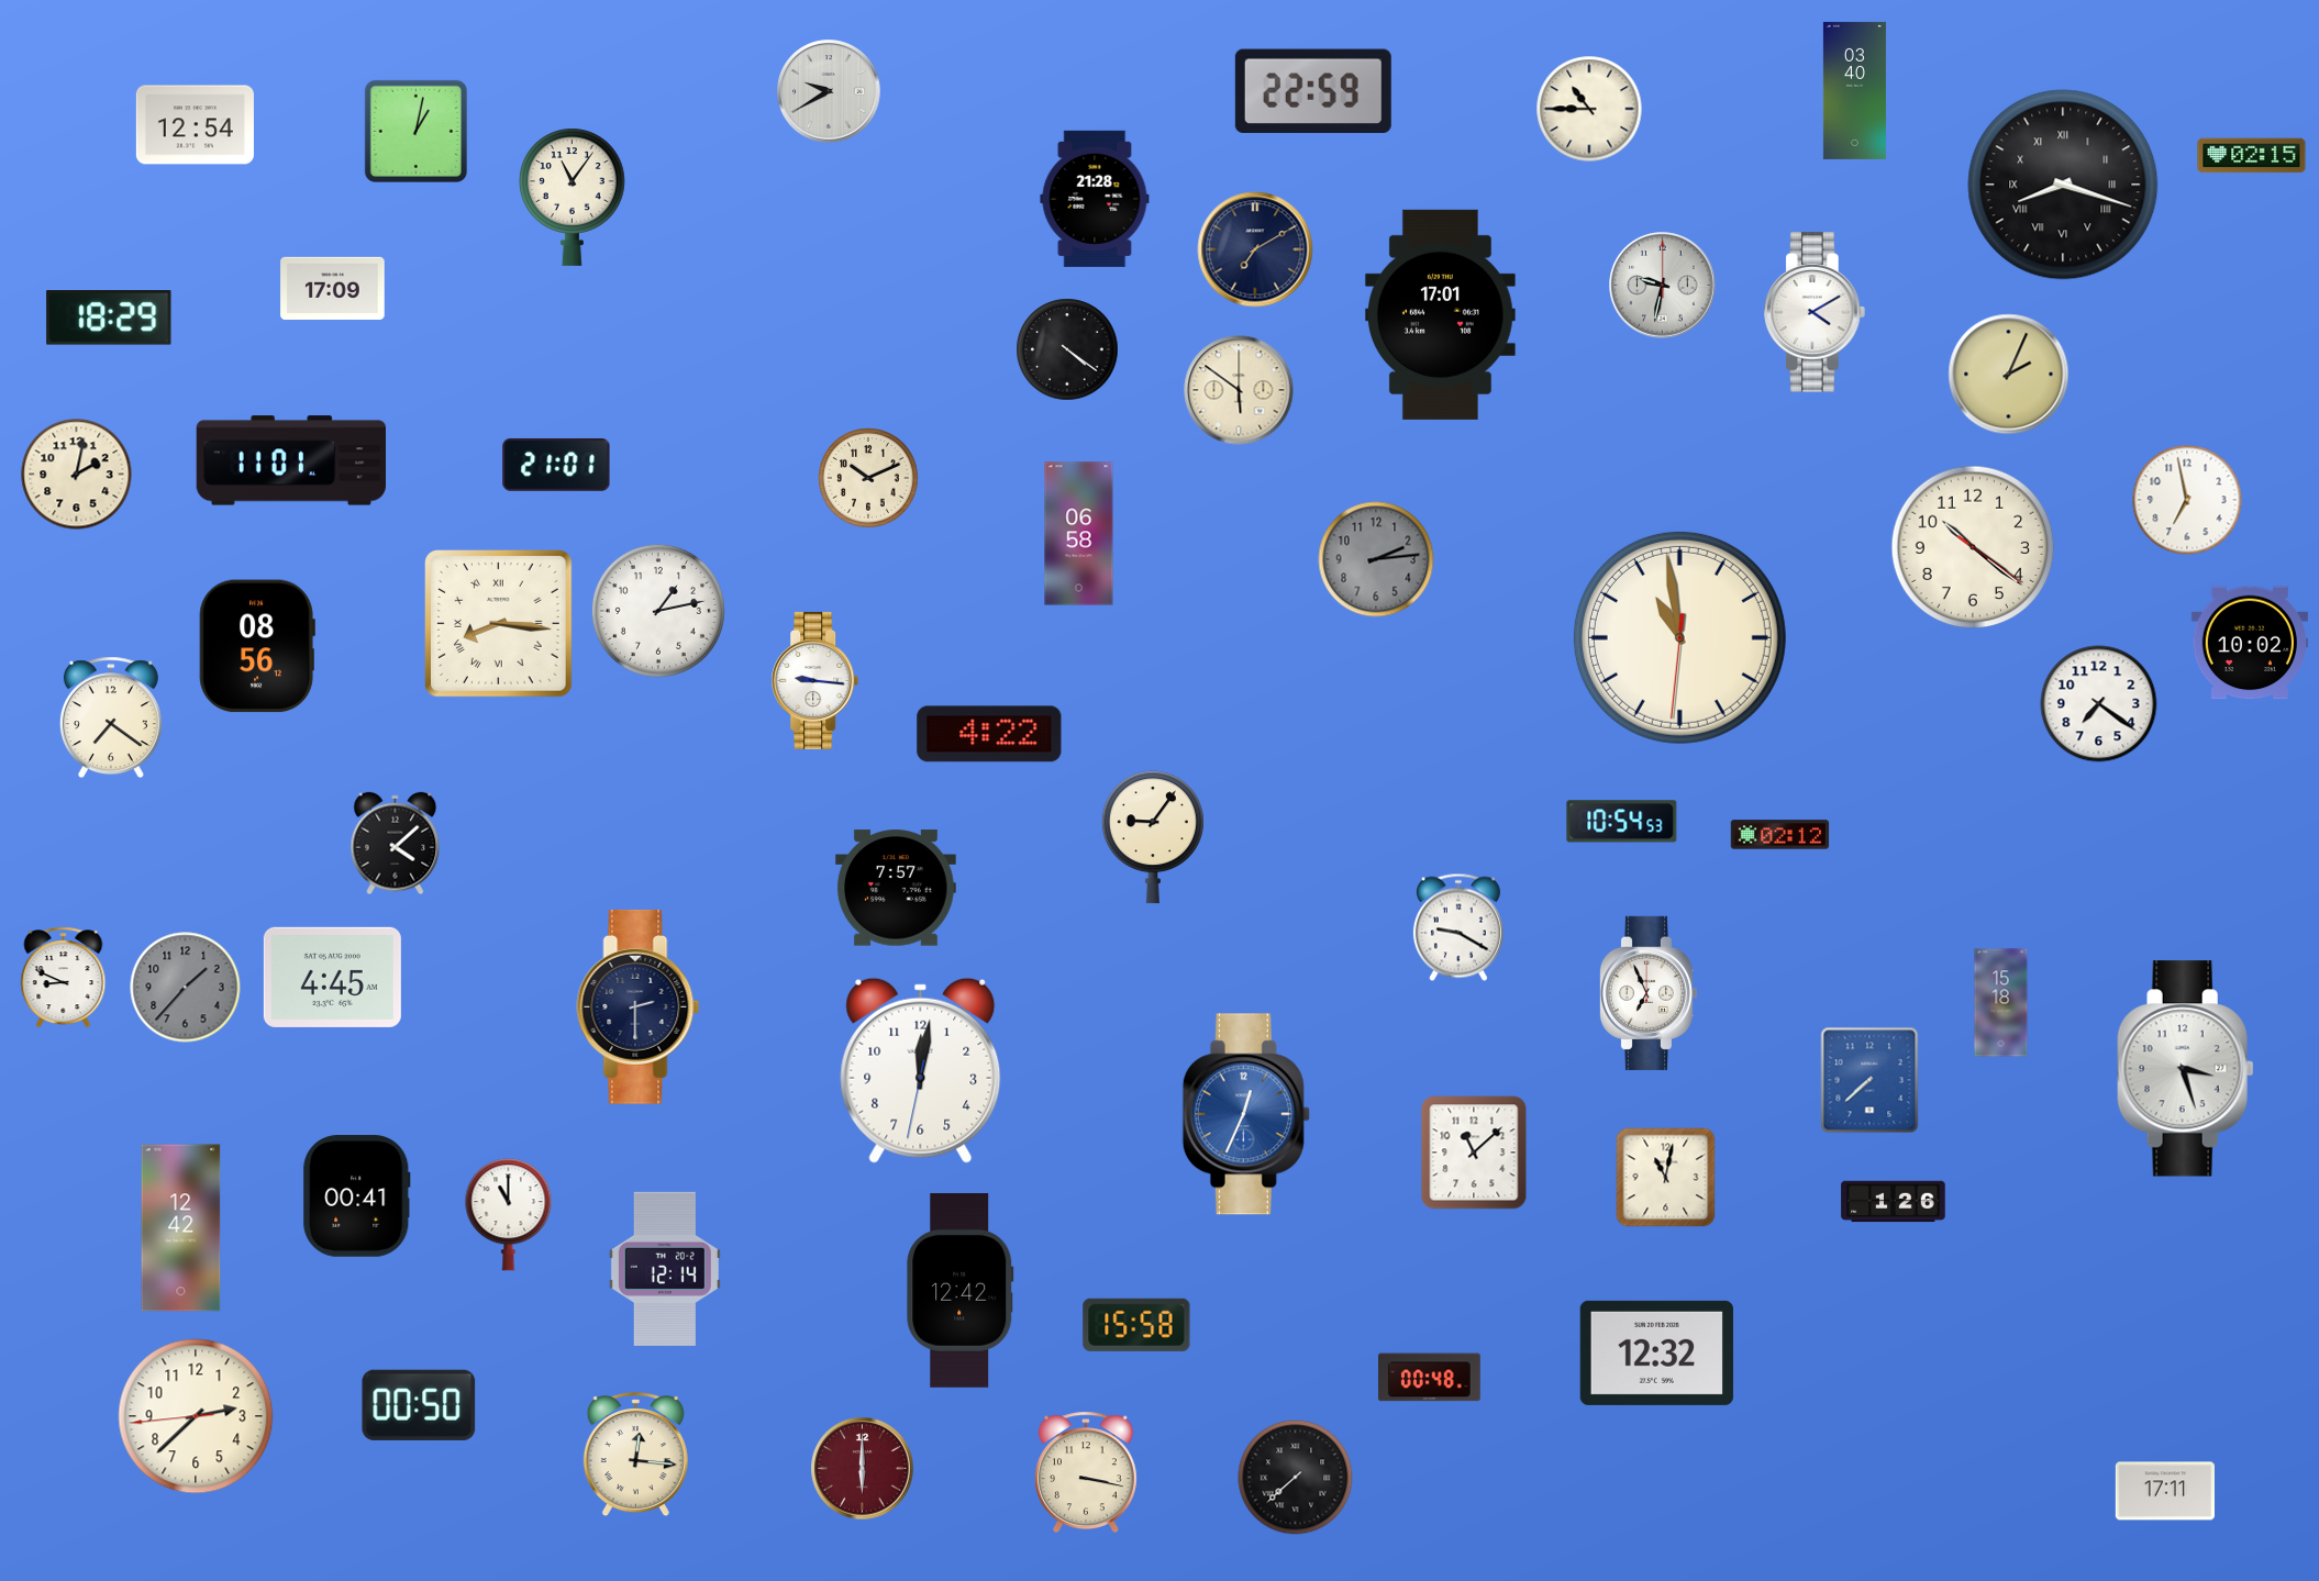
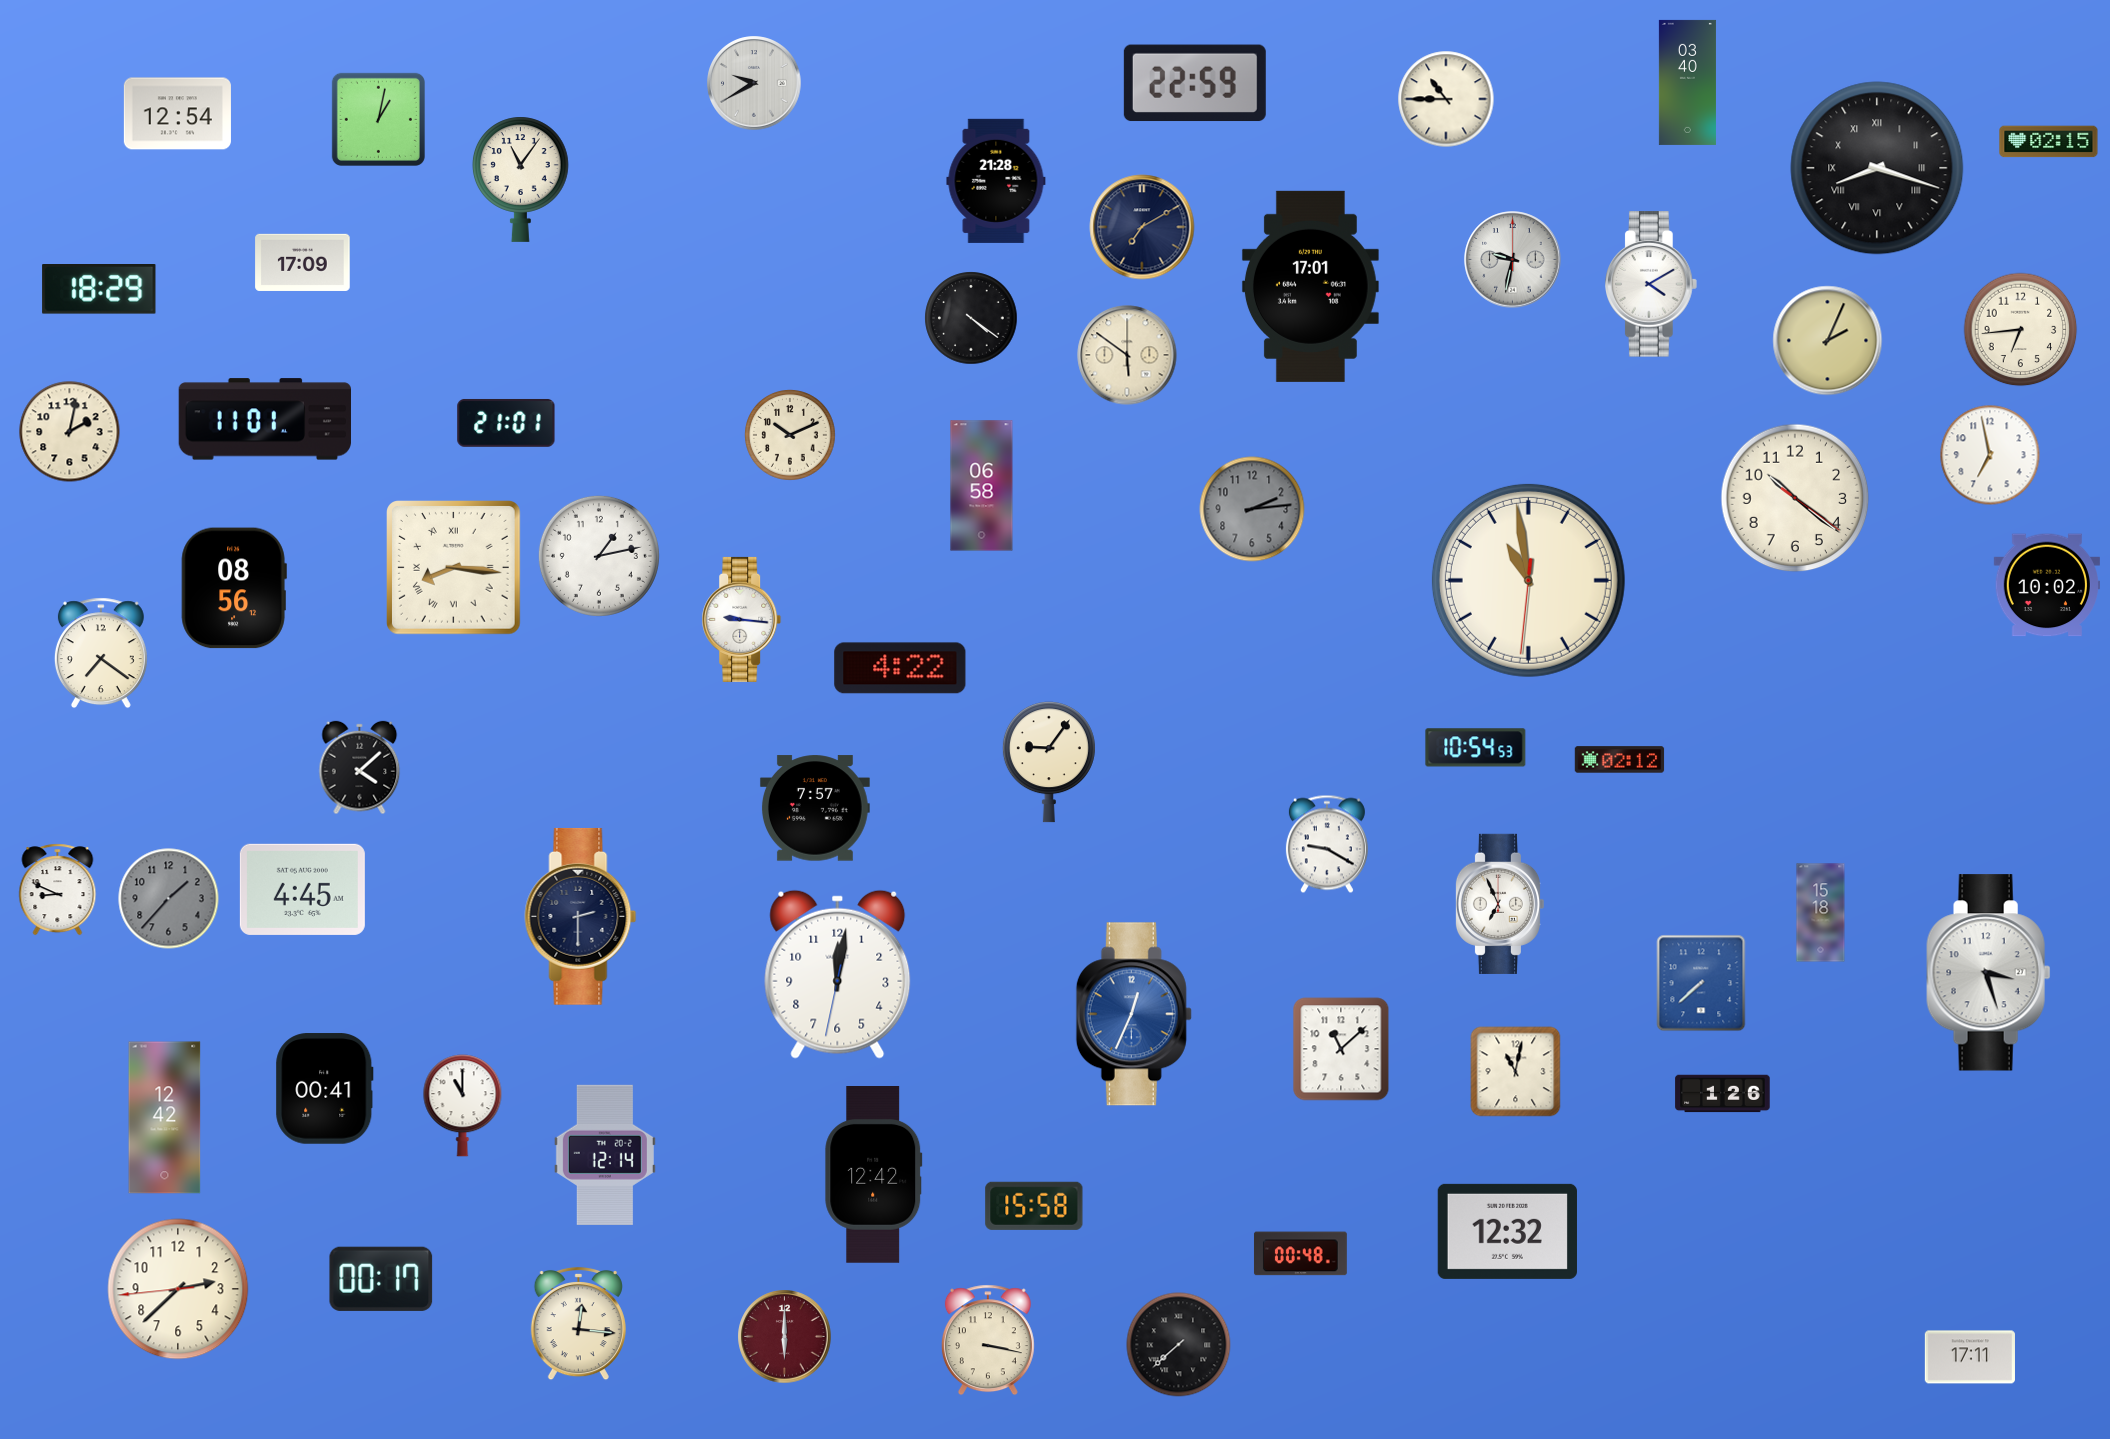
clock at (2021, 330): none -> 6:44
clock at (2099, 704): 7:21 -> none
clock at (419, 1405): 00:50 -> 00:17
